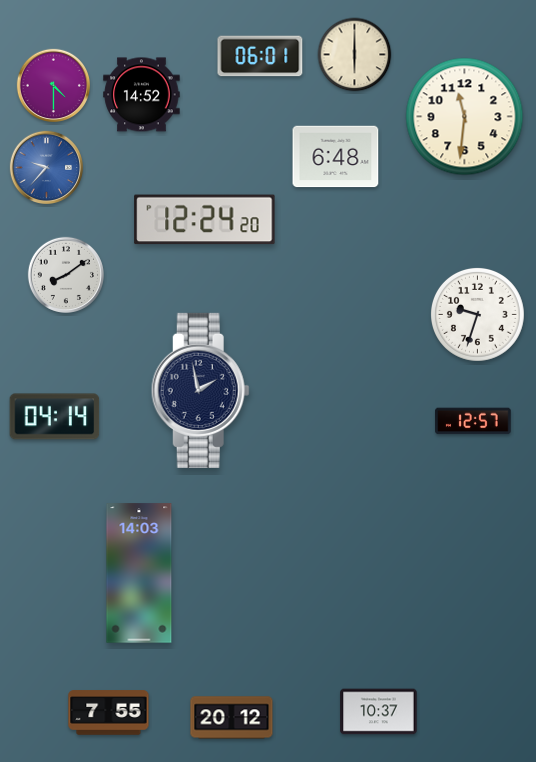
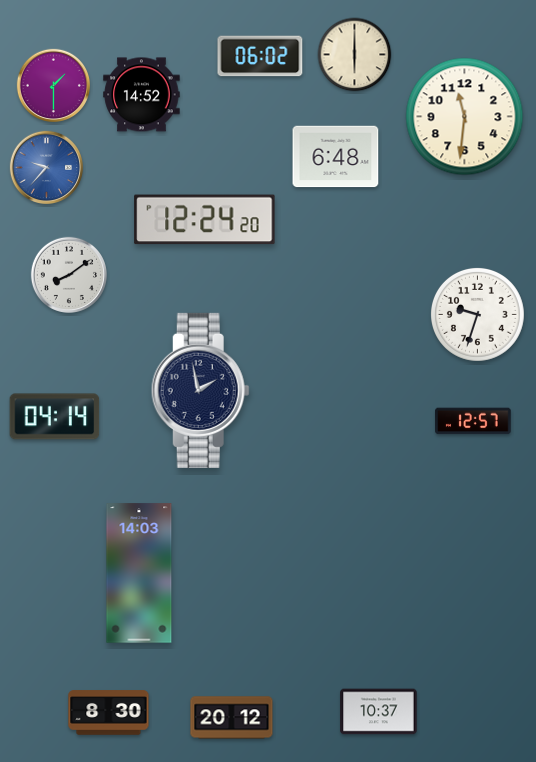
clock at (260, 56): 06:01 -> 06:02
clock at (53, 85): 4:30 -> 1:30
clock at (65, 274) position: (65, 274) -> (68, 274)
clock at (109, 713): 7:55 -> 8:30
